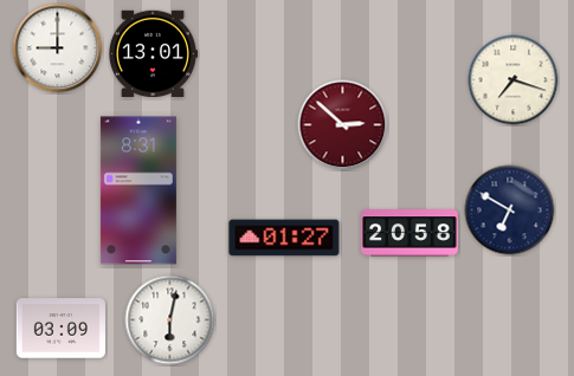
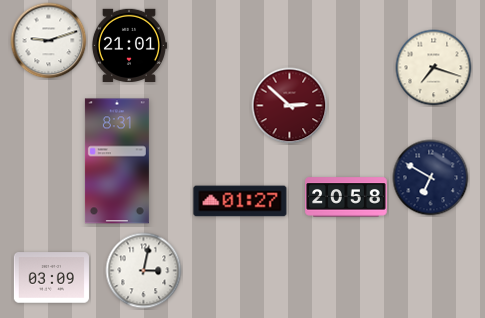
clock at (58, 48): 9:00 -> 9:12
clock at (153, 53): 13:01 -> 21:01
clock at (170, 320): 6:02 -> 3:02
